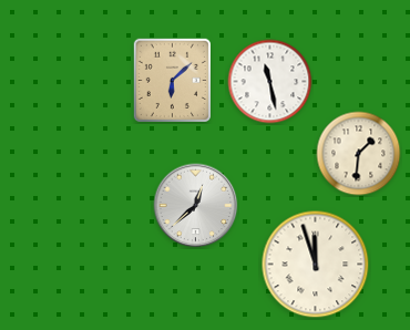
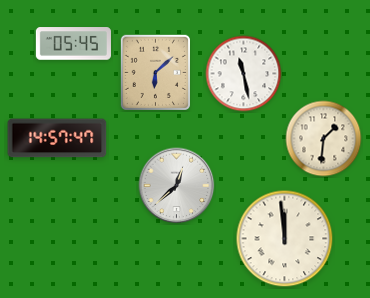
clock at (73, 44): none -> 05:45
clock at (57, 138): none -> 14:57
clock at (316, 265): 11:57 -> 11:59
